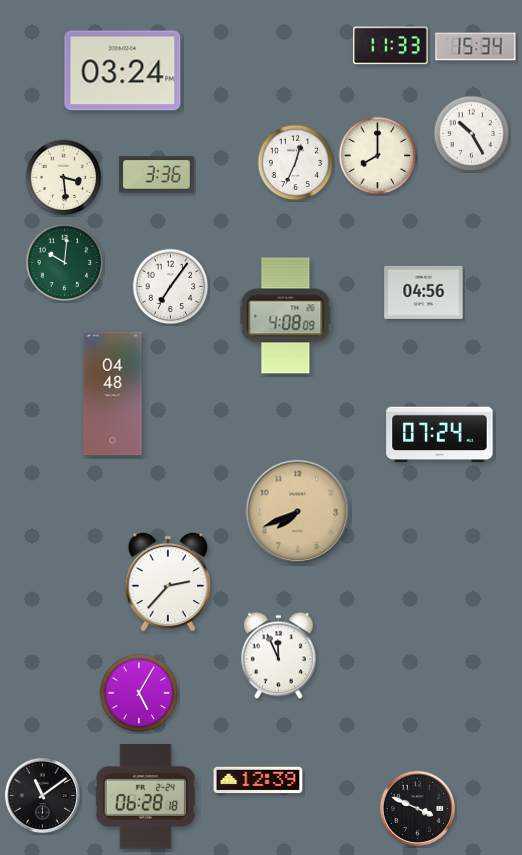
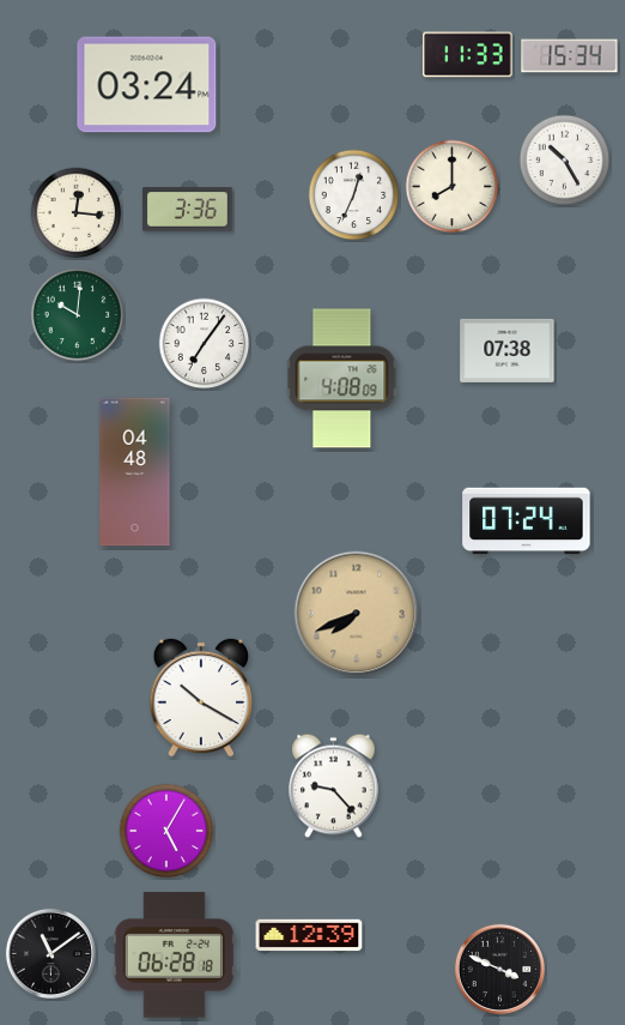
clock at (64, 178): 3:29 -> 12:16
clock at (424, 292): 04:56 -> 07:38
clock at (168, 582): 2:37 -> 10:20
clock at (279, 656): 11:56 -> 9:23
